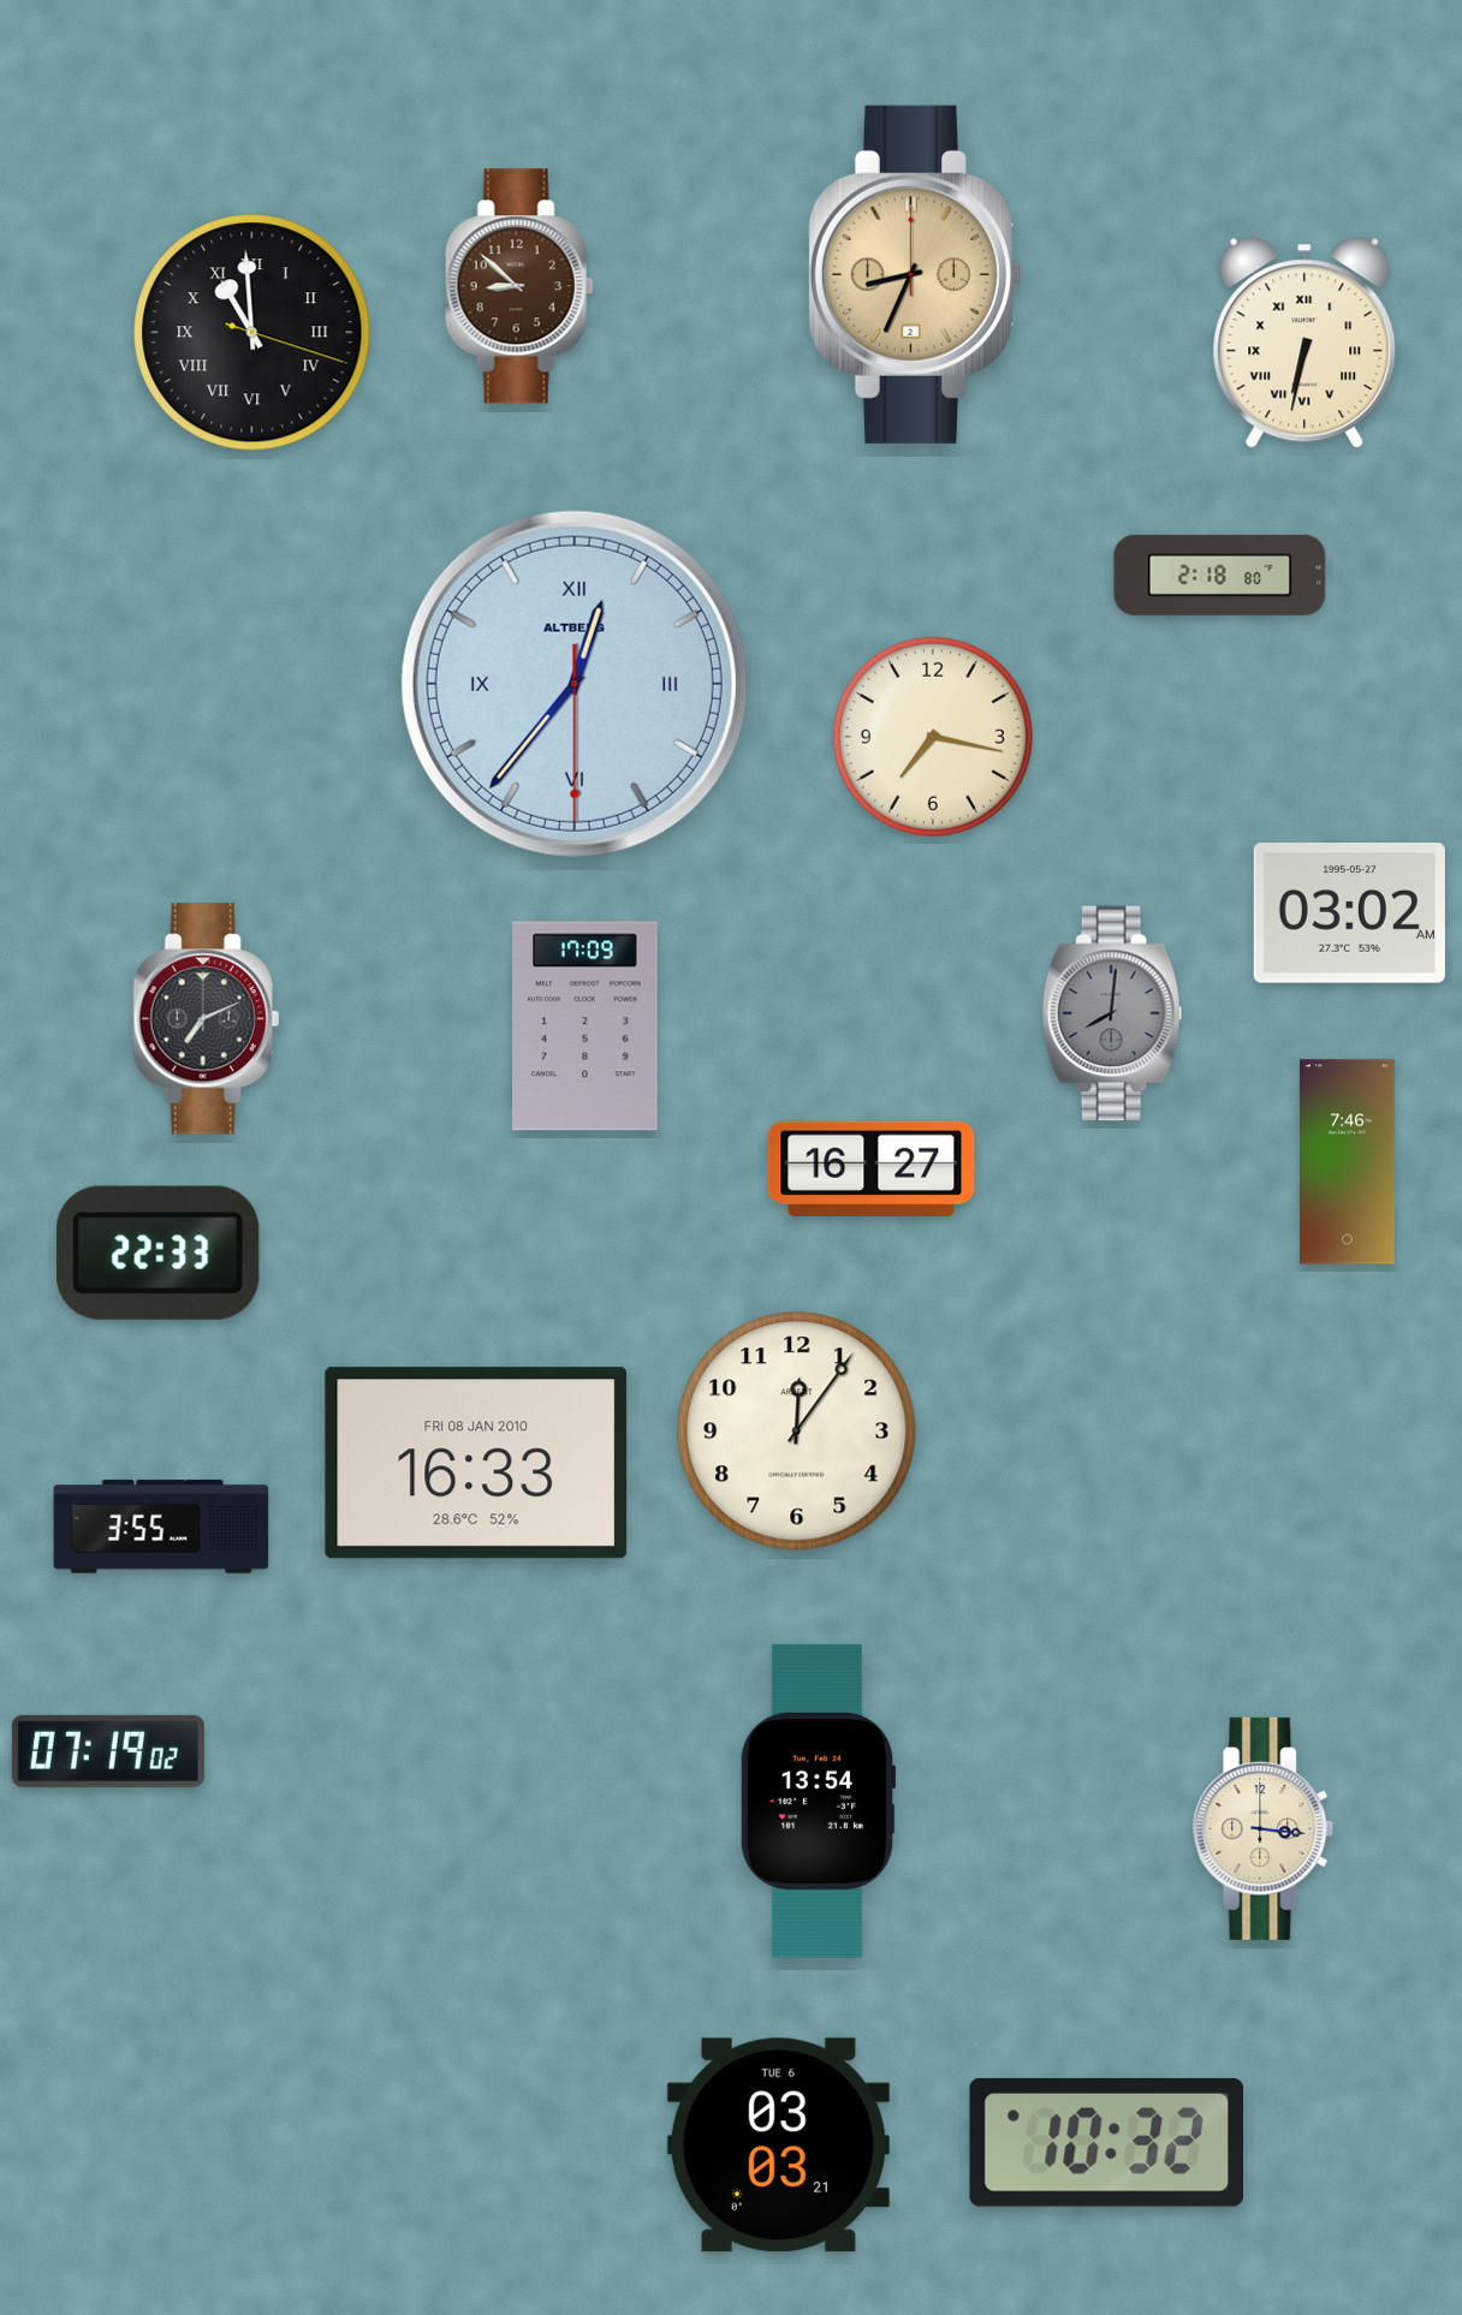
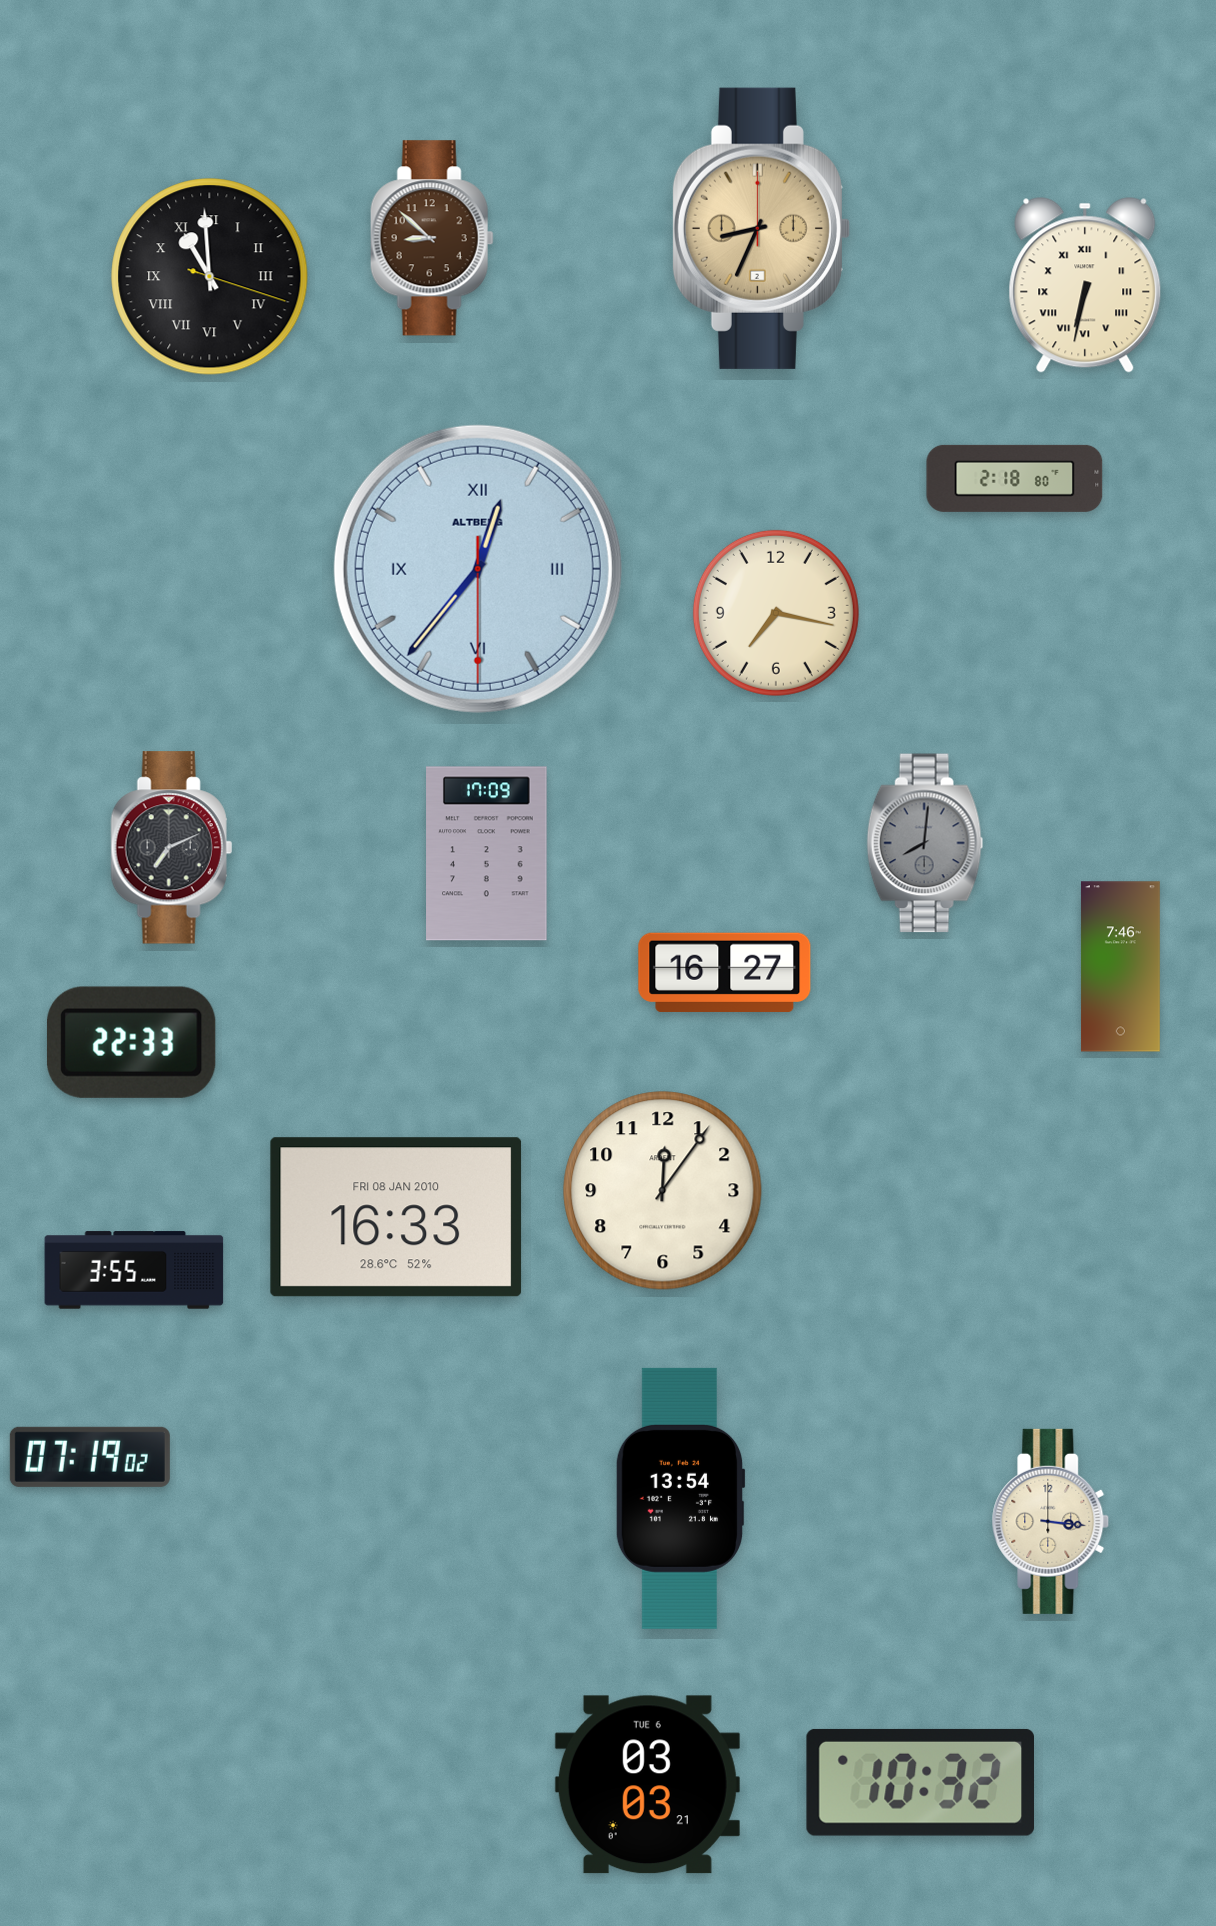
clock at (1349, 913): 03:02 -> none
